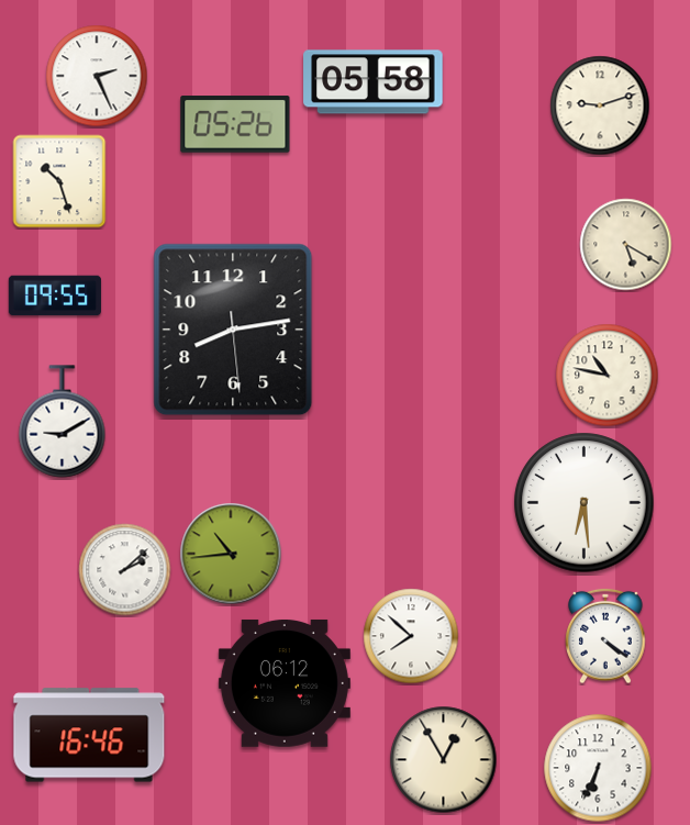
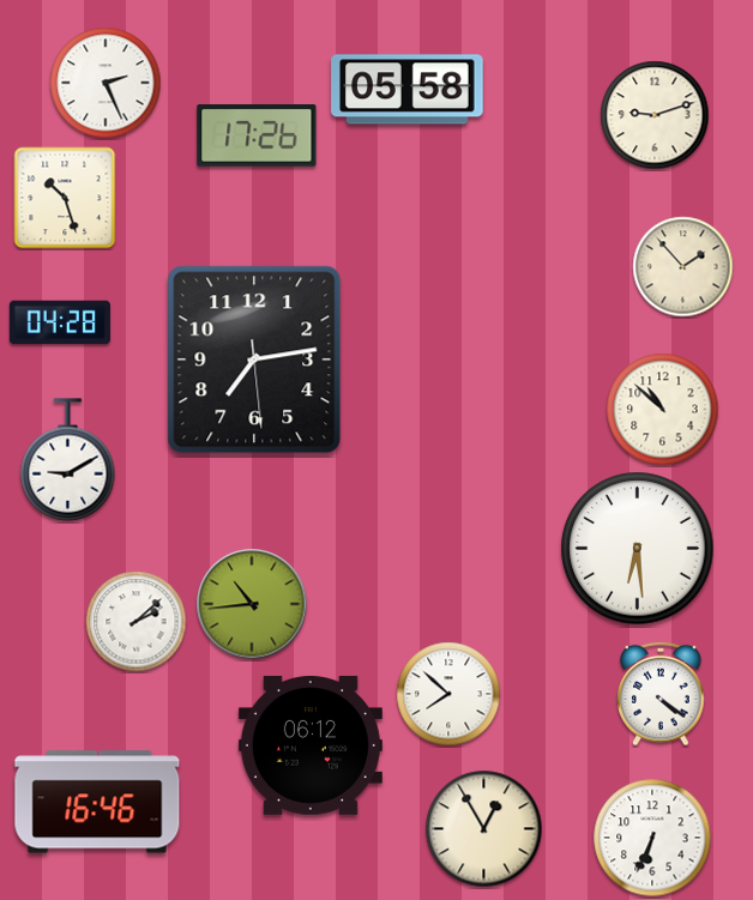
clock at (235, 124): 05:26 -> 17:26
clock at (626, 245): 5:20 -> 1:53
clock at (55, 296): 09:55 -> 04:28
clock at (233, 330): 8:13 -> 7:13
clock at (608, 376): 10:47 -> 10:52
